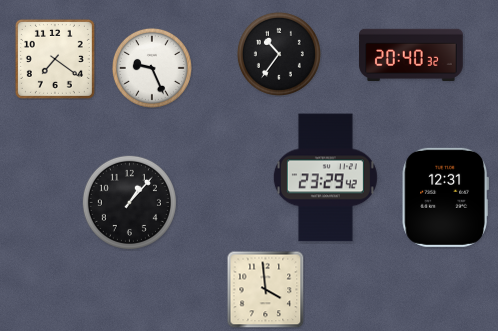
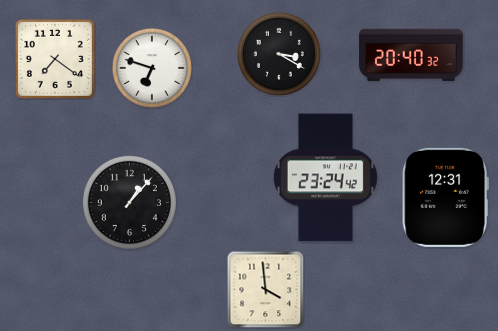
clock at (279, 54): 10:36 -> 3:20
clock at (152, 68): 9:26 -> 6:48
clock at (325, 178): 23:29 -> 23:24
